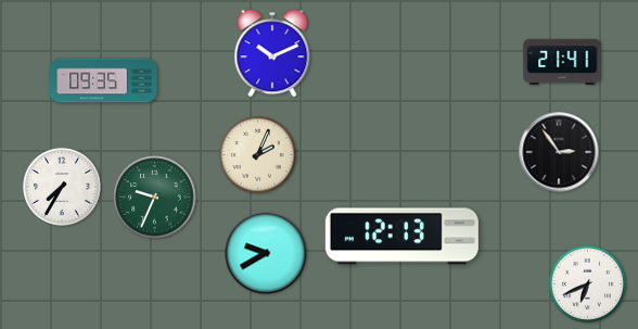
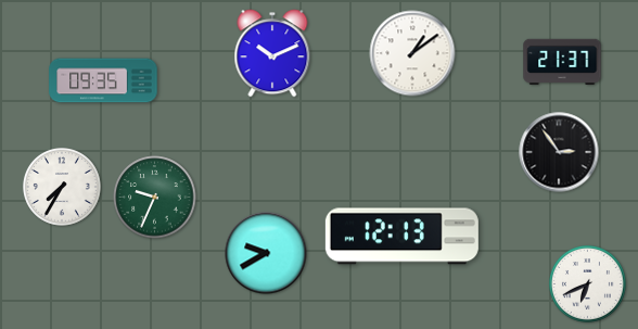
clock at (412, 53): none -> 1:09
clock at (562, 61): 21:41 -> 21:37
clock at (257, 154): 2:04 -> none
